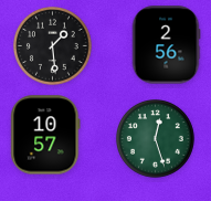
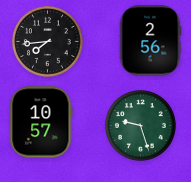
clock at (53, 46): 1:29 -> 7:44
clock at (156, 139): 12:27 -> 9:27
